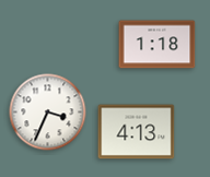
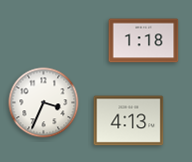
clock at (137, 132) position: (137, 132) -> (129, 121)
